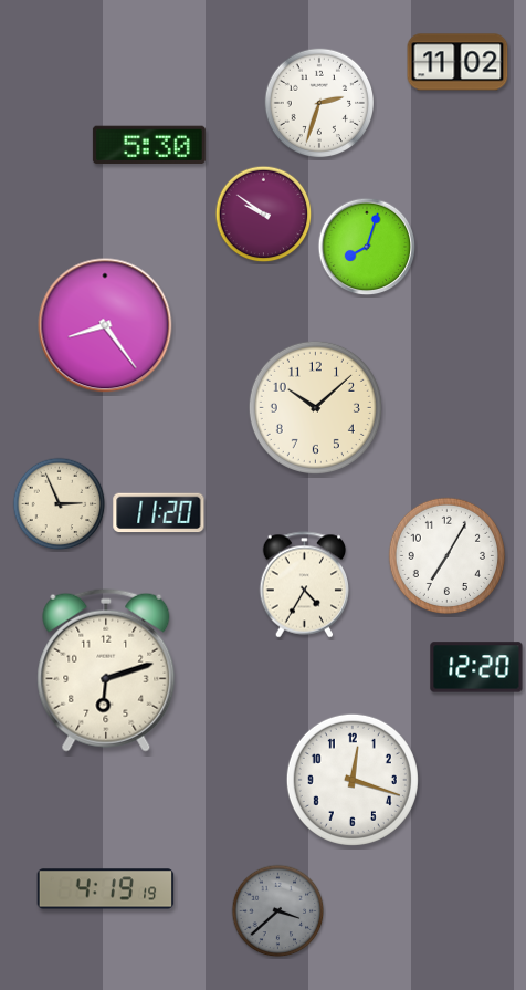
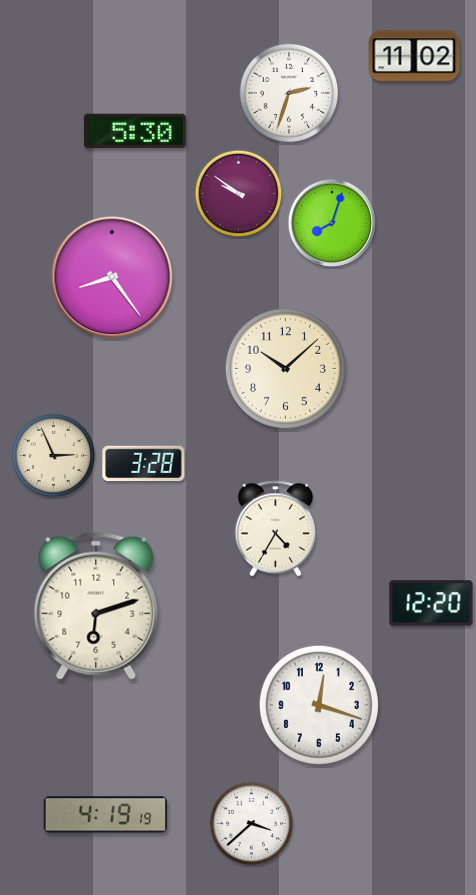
clock at (105, 325) position: (105, 325) -> (112, 277)
clock at (159, 513): 11:20 -> 3:28
clock at (446, 555): 7:05 -> none
clock at (106, 889) position: (106, 889) -> (106, 815)
clock at (278, 911) dial: grey -> white
